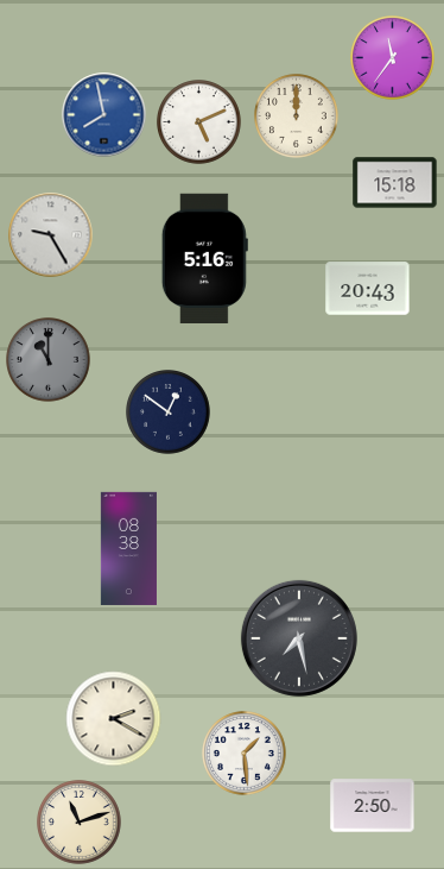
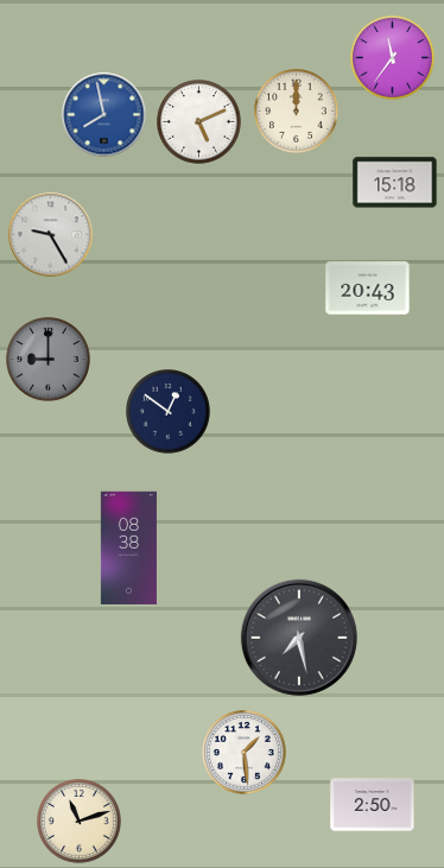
clock at (297, 117) position: (297, 117) -> (297, 112)
clock at (204, 258): 5:16 -> none
clock at (49, 360): 11:00 -> 9:00
clock at (114, 719): 2:20 -> none
